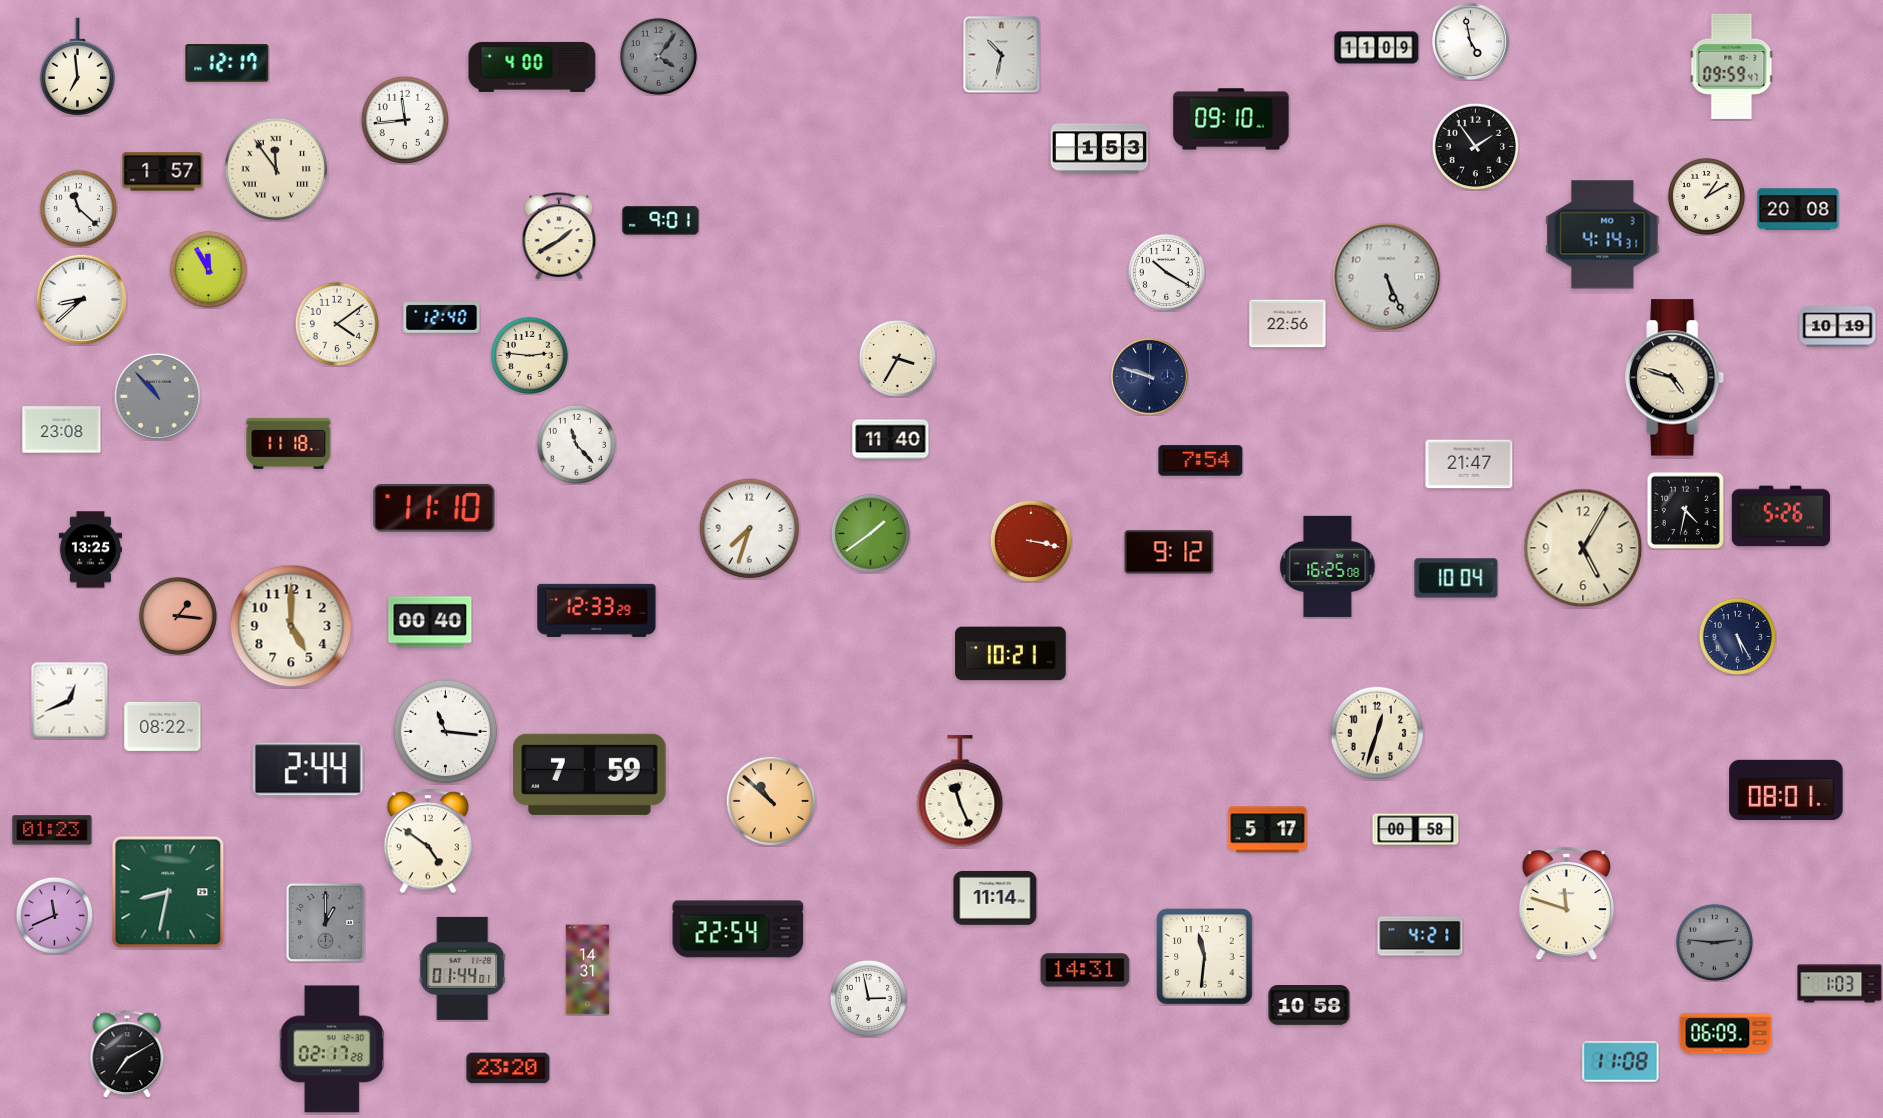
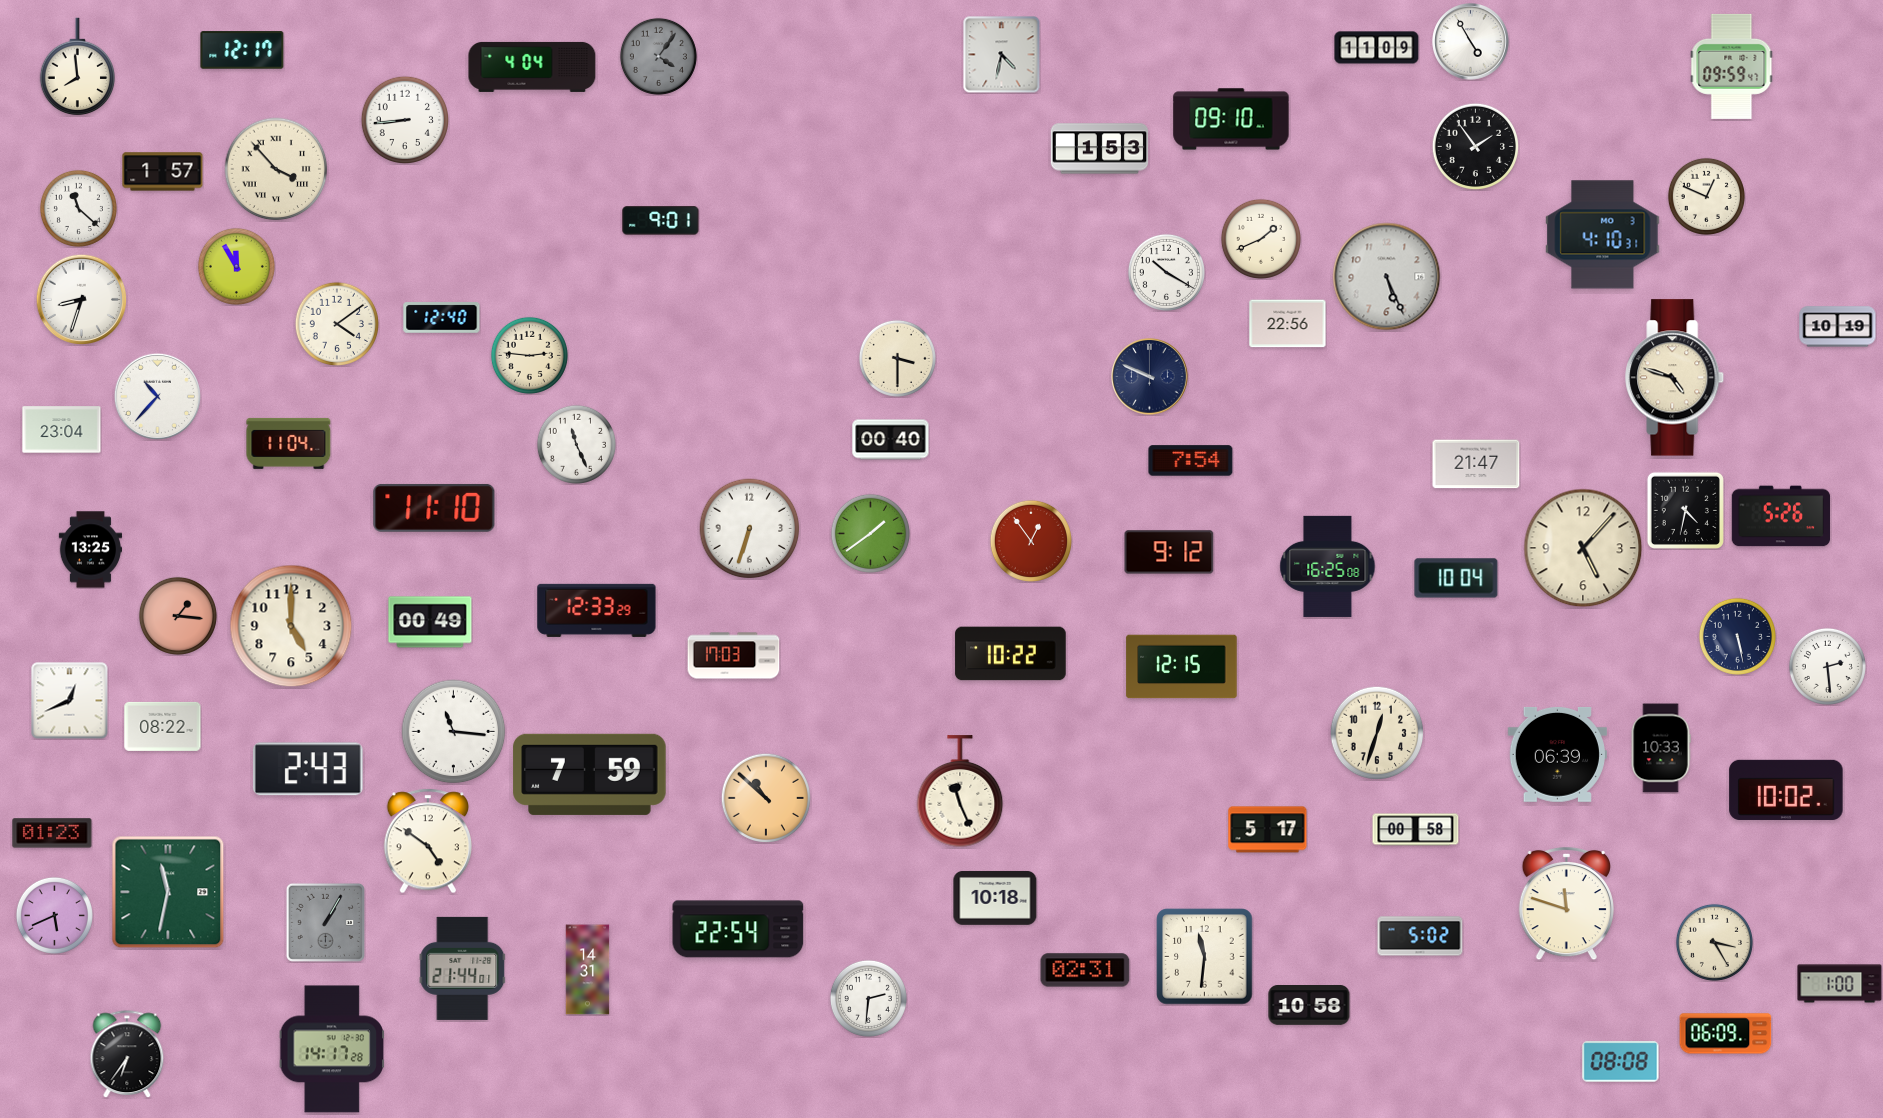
clock at (1471, 42): 4:58 -> 4:55
clock at (1002, 55): 10:32 -> 4:32
clock at (227, 63) position: (227, 63) -> (242, 50)
clock at (78, 67): 6:59 -> 7:59
clock at (532, 67): 4:00 -> 4:04
clock at (404, 119): 11:44 -> 8:44
clock at (276, 169): 11:54 -> 3:53
clock at (1706, 196): 1:10 -> 12:49
clock at (1798, 209): 20:08 -> none
clock at (1603, 235): 4:14 -> 4:10
clock at (559, 236): 1:40 -> none
clock at (1261, 239): none -> 1:41
clock at (208, 269) position: (208, 269) -> (236, 266)
clock at (81, 299): 8:38 -> 8:33
clock at (897, 358): 3:35 -> 3:30
clock at (1150, 377): 9:48 -> 9:49
clock at (157, 396): 10:53 -> 10:37
clock at (157, 396) dial: grey -> white
clock at (62, 430): 23:08 -> 23:04
clock at (891, 440): 11:40 -> 00:40
clock at (289, 443): 11:18 -> 11:04
clock at (576, 444): 11:23 -> 11:26
clock at (1201, 461) position: (1201, 461) -> (1191, 461)
clock at (1469, 464) position: (1469, 464) -> (1476, 464)
clock at (750, 529): 7:33 -> 6:33
clock at (1031, 541): 3:17 -> 12:54
clock at (1583, 548): 5:05 -> 5:07
clock at (430, 622): 00:40 -> 00:49
clock at (1737, 636): 5:25 -> 5:28
clock at (1011, 654): 10:21 -> 10:22
clock at (734, 656): none -> 17:03
clock at (1827, 666): none -> 2:29
clock at (1182, 667): none -> 12:15
clock at (446, 732) position: (446, 732) -> (454, 732)
clock at (1661, 748): none -> 10:33
clock at (1557, 754): none -> 06:39
clock at (308, 769): 2:44 -> 2:43
clock at (1786, 790): 08:01 -> 10:02
clock at (771, 801) position: (771, 801) -> (766, 798)
clock at (52, 830) position: (52, 830) -> (52, 833)
clock at (168, 892): 8:32 -> 11:32
clock at (995, 898): 11:14 -> 10:18
clock at (54, 915): 11:41 -> 5:41
clock at (325, 922): 1:00 -> 1:05
clock at (1420, 936): 4:21 -> 5:02
clock at (1714, 942): 2:46 -> 3:25
clock at (1714, 942) dial: grey -> cream
clock at (463, 968): 01:44 -> 21:44
clock at (1085, 970): 14:31 -> 02:31
clock at (1840, 984): 1:03 -> 1:00
clock at (868, 998): 2:58 -> 2:31
clock at (332, 1049): 02:17 -> 14:17
clock at (127, 1054): 7:10 -> 6:36
clock at (1621, 1062): 11:08 -> 08:08
clock at (508, 1068): 23:20 -> none
